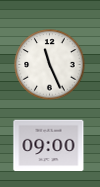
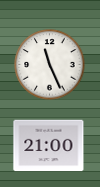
clock at (49, 146): 09:00 -> 21:00
